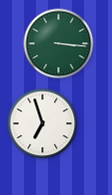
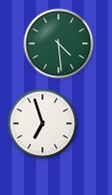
clock at (59, 44): 3:16 -> 4:29
